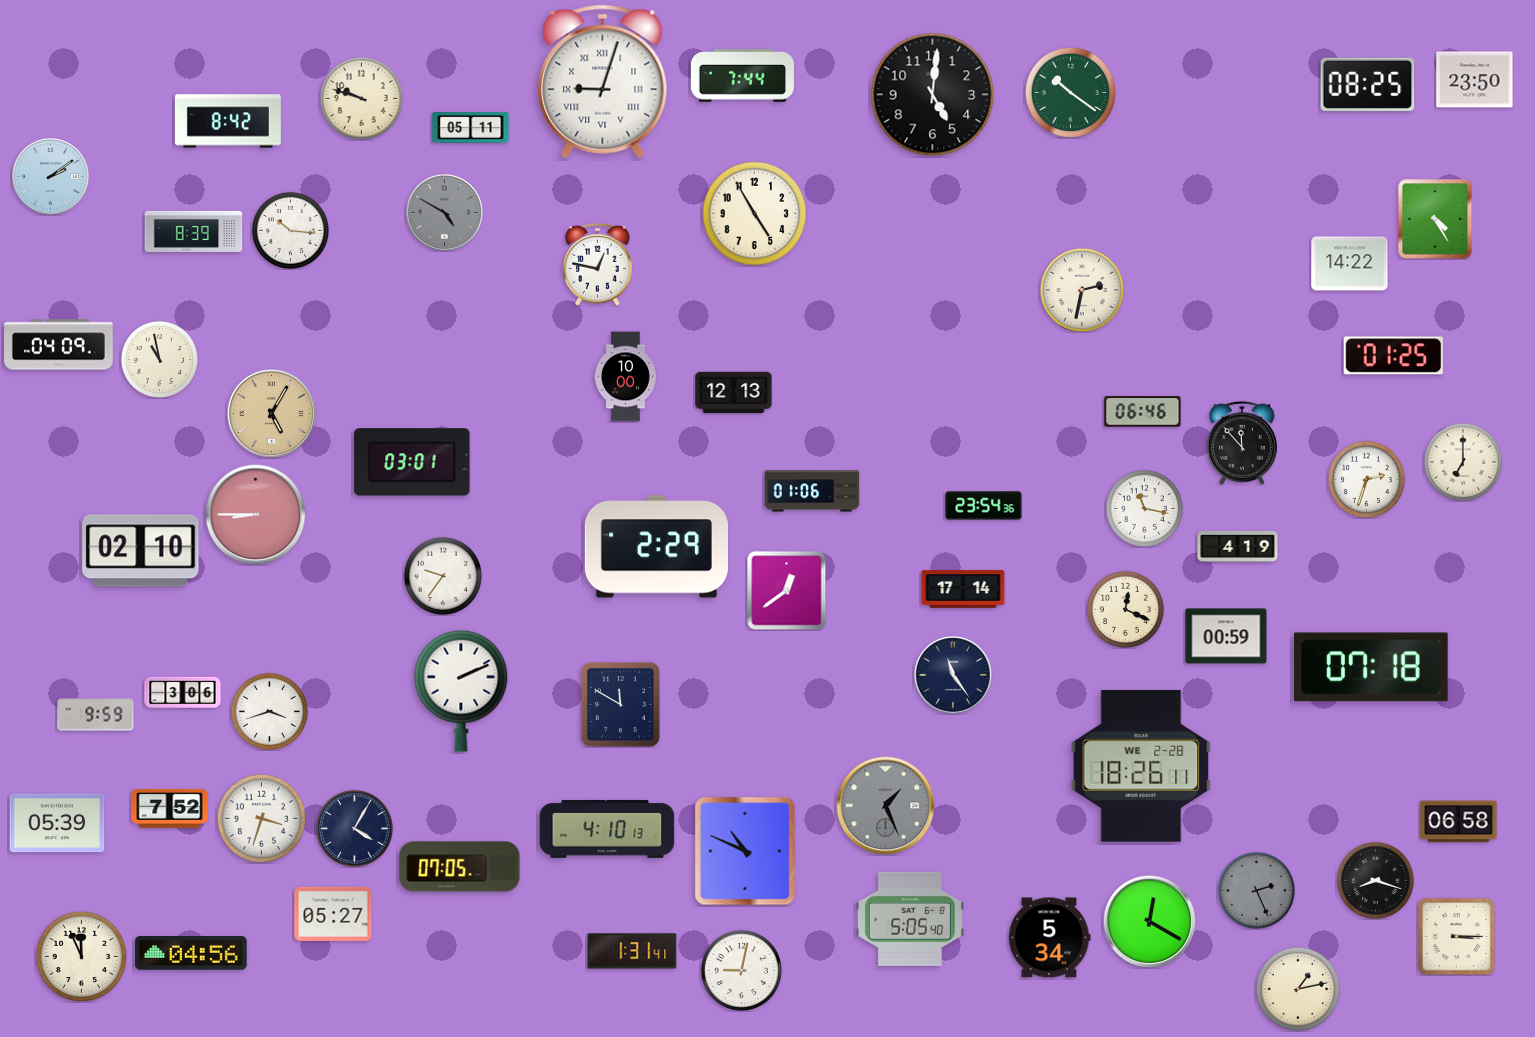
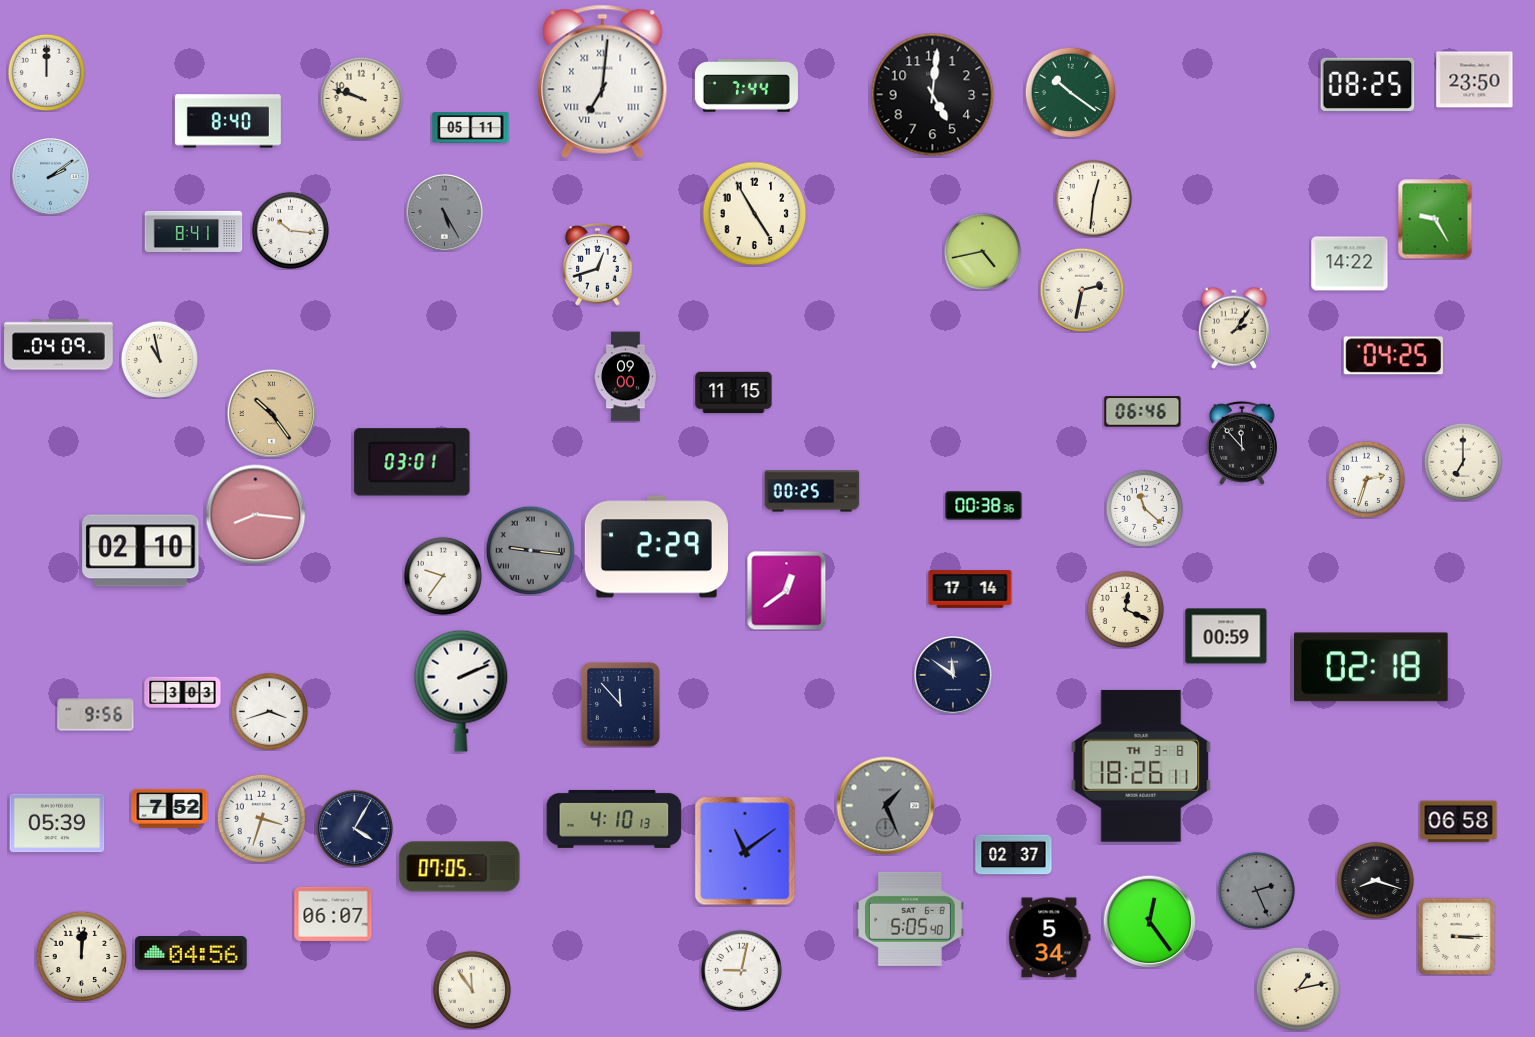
clock at (46, 72): none -> 12:00
clock at (742, 76) position: (742, 76) -> (746, 86)
clock at (603, 81): 9:03 -> 7:01
clock at (228, 121): 8:42 -> 8:40
clock at (1093, 198): none -> 12:31
clock at (445, 213): 4:50 -> 5:25
clock at (1435, 219): 4:25 -> 9:25
clock at (194, 231): 8:39 -> 8:41
clock at (982, 251): none -> 4:43
clock at (598, 265): 12:47 -> 12:42
clock at (1234, 328): none -> 2:06
clock at (1393, 356): 01:25 -> 04:25
clock at (626, 377): 10:00 -> 09:00
clock at (734, 393): 12:13 -> 11:15
clock at (271, 413): 5:05 -> 10:24
clock at (812, 491): 01:06 -> 00:25
clock at (984, 506): 23:54 -> 00:38
clock at (1144, 508): 11:17 -> 11:22
clock at (256, 515): 8:45 -> 8:16
clock at (1238, 546): 4:19 -> none
clock at (530, 550): none -> 9:16
clock at (963, 589) position: (963, 589) -> (970, 589)
clock at (1372, 667): 07:18 -> 02:18
clock at (954, 676): 11:24 -> 11:51
clock at (183, 693): 3:06 -> 3:03
clock at (620, 704): 11:50 -> 11:53
clock at (96, 715): 9:59 -> 9:56
clock at (1141, 766) date: WE 2-28 -> TH 3-8
clock at (607, 829) position: (607, 829) -> (614, 819)
clock at (745, 851): 10:49 -> 11:09
clock at (1014, 855): none -> 02:37
clock at (333, 914): 05:27 -> 06:07
clock at (1149, 921): 12:20 -> 12:24
clock at (632, 951): 1:31 -> none
clock at (81, 956): 11:56 -> 12:01
clock at (472, 990): none -> 11:54
